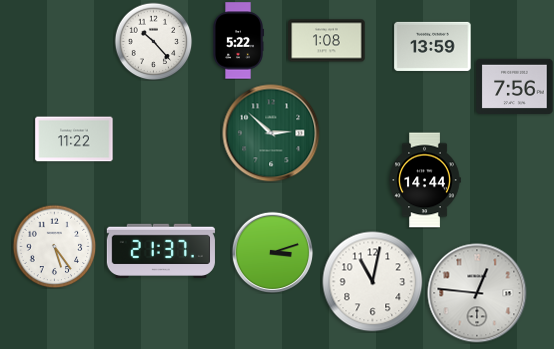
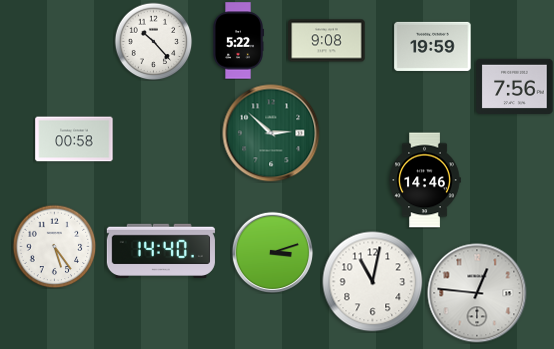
clock at (327, 41): 1:08 -> 9:08
clock at (433, 46): 13:59 -> 19:59
clock at (74, 139): 11:22 -> 00:58
clock at (425, 180): 14:44 -> 14:46
clock at (161, 251): 21:37 -> 14:40
